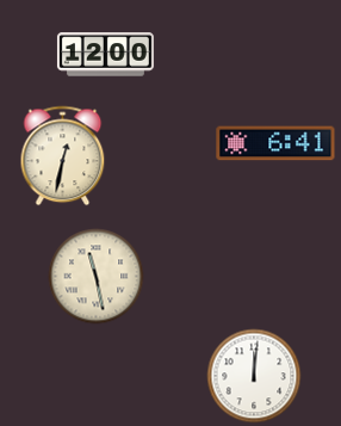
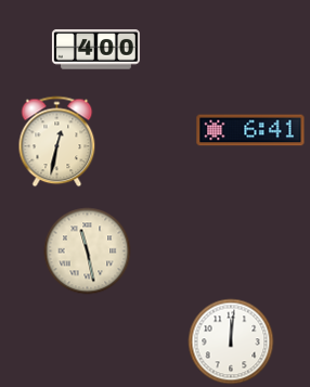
clock at (105, 55): 12:00 -> 4:00
